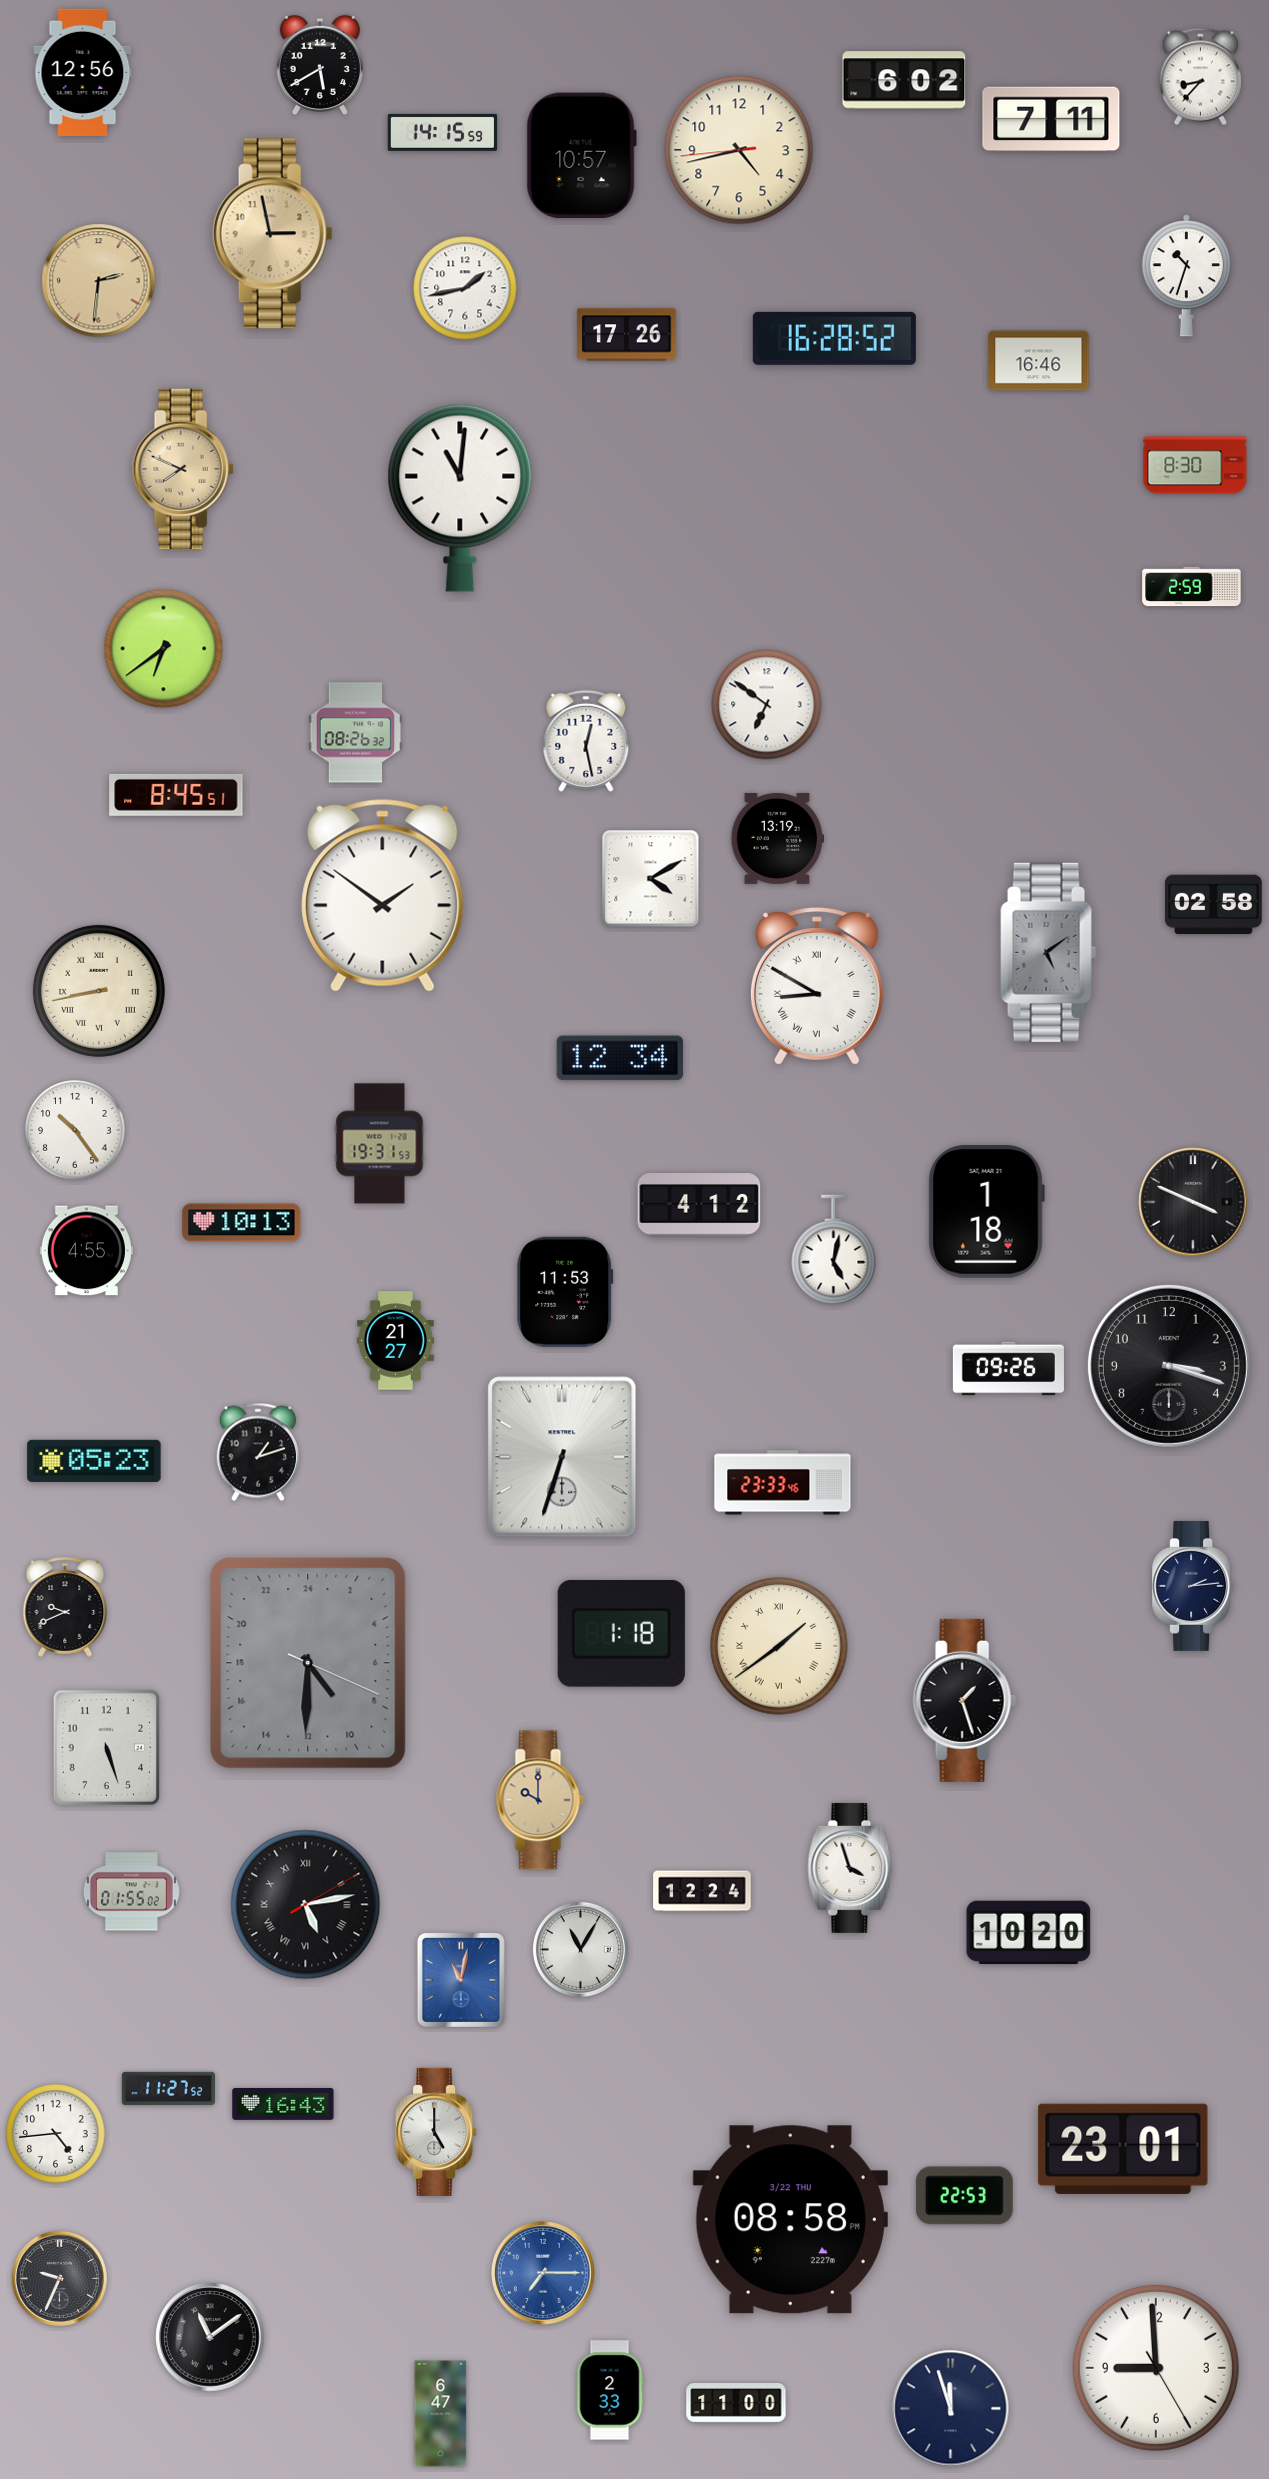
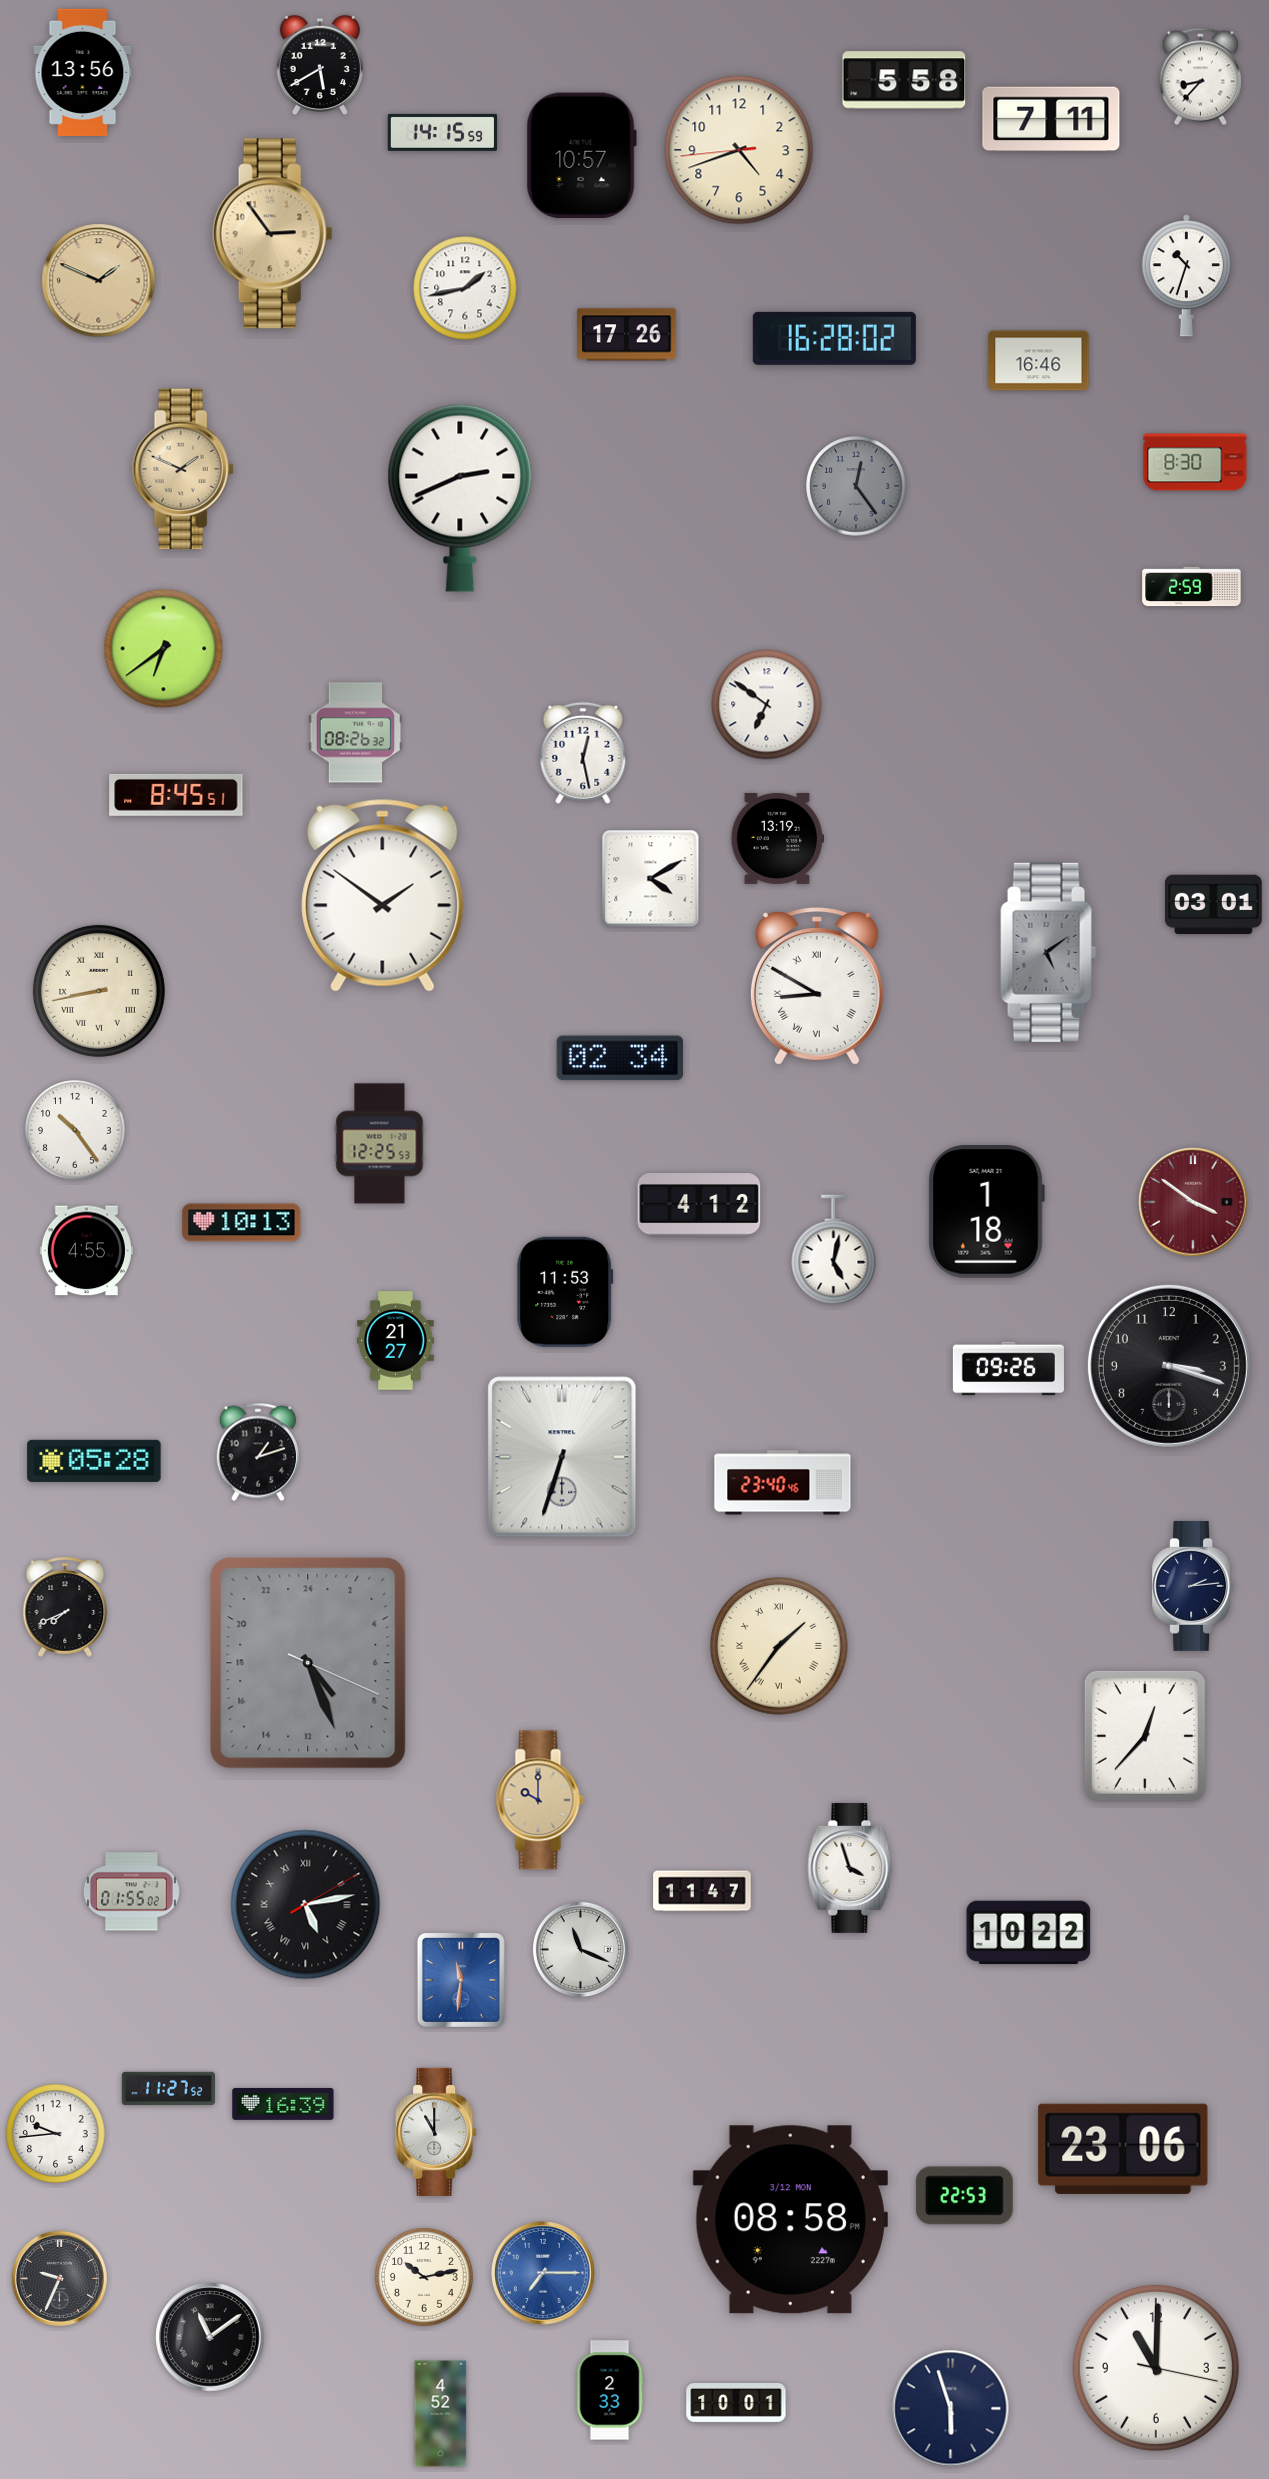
clock at (83, 72): 12:56 -> 13:56
clock at (904, 80): 6:02 -> 5:58
clock at (739, 150): 4:42 -> 4:41
clock at (272, 234): 2:58 -> 2:54
clock at (99, 281): 2:31 -> 1:49
clock at (834, 338): 16:28:52 -> 16:28:02
clock at (1195, 465) position: (1195, 465) -> (1195, 462)
clock at (183, 469): 7:49 -> 1:49
clock at (856, 486): none -> 12:24
clock at (460, 498): 11:01 -> 2:41
clock at (586, 741) position: (586, 741) -> (583, 753)
clock at (1214, 905): 02:58 -> 03:01
clock at (619, 1058): 12:34 -> 02:34
clock at (380, 1144): 19:31 -> 12:25
clock at (1193, 1202): 3:49 -> 3:51
clock at (1193, 1202) dial: black -> burgundy
clock at (94, 1461): 05:23 -> 05:28
clock at (783, 1483): 23:33 -> 23:40
clock at (65, 1607): 9:41 -> 7:41
clock at (621, 1633): 1:18 -> none
clock at (779, 1646): 1:39 -> 1:36
clock at (308, 1663): 9:30 -> 9:26
clock at (964, 1700): 1:27 -> none
clock at (1145, 1736): none -> 12:37
clock at (106, 1747): 5:27 -> none
clock at (702, 1891): 12:24 -> 11:47
clock at (1029, 1933): 10:20 -> 10:22
clock at (580, 1949): 11:05 -> 11:19
clock at (461, 1980): 11:02 -> 11:31
clock at (283, 2104): 16:43 -> 16:39
clock at (436, 2132): 5:00 -> 11:00
clock at (56, 2134): 4:44 -> 9:44
clock at (1123, 2149): 23:01 -> 23:06
clock at (790, 2220) date: 3/22 THU -> 3/12 MON
clock at (424, 2277): none -> 10:13
clock at (1156, 2368): 8:59 -> 11:00
clock at (736, 2404): 11:00 -> 10:01
clock at (951, 2409): 11:57 -> 5:57
clock at (441, 2414): 6:47 -> 4:52
